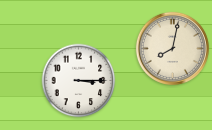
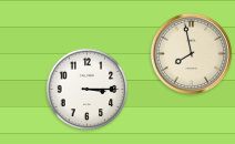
clock at (172, 48): 8:02 -> 7:58
